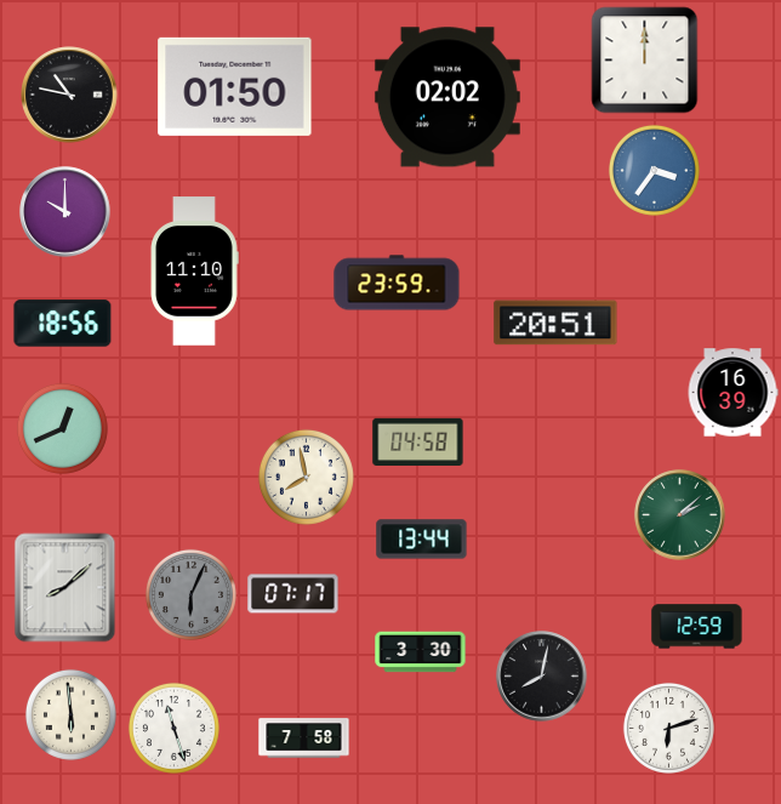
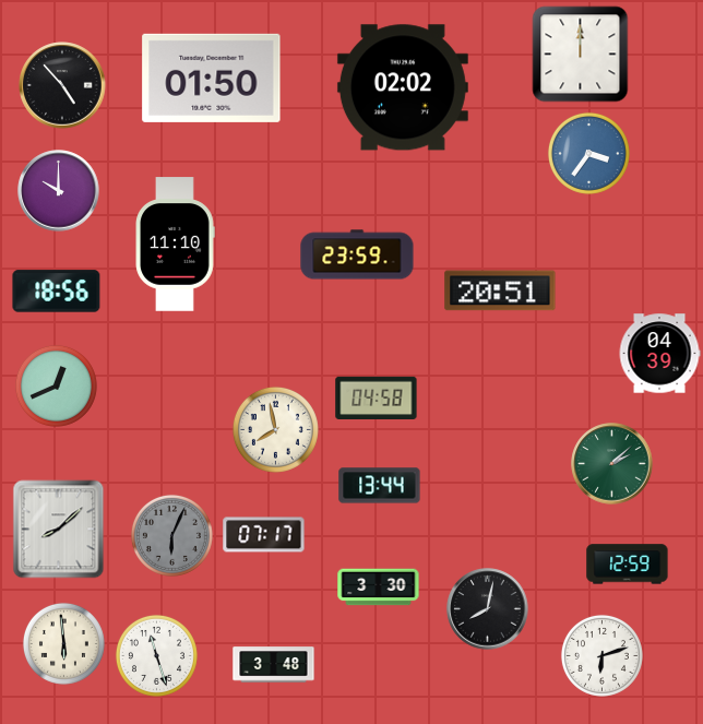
clock at (69, 95): 10:47 -> 4:53
clock at (732, 393): 16:39 -> 04:39
clock at (304, 739): 7:58 -> 3:48
